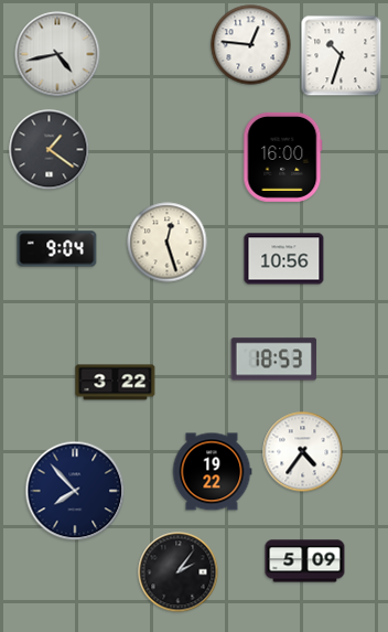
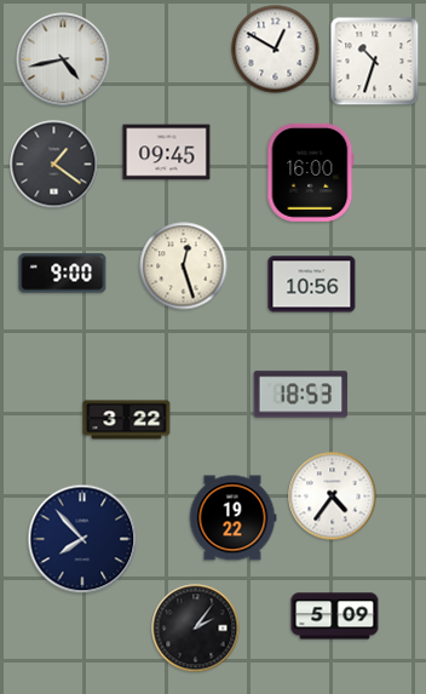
clock at (251, 45): 12:46 -> 12:50
clock at (167, 153): none -> 09:45
clock at (57, 249): 9:04 -> 9:00
